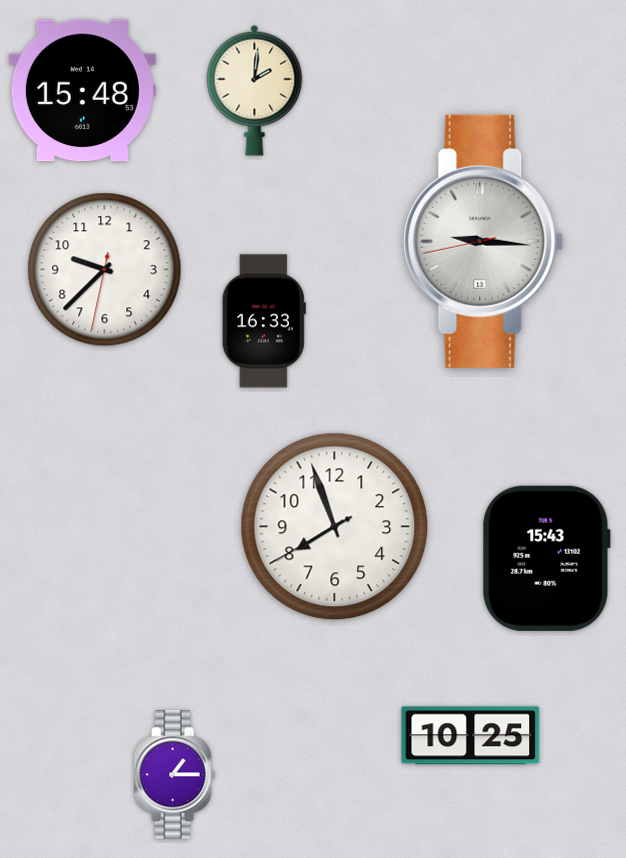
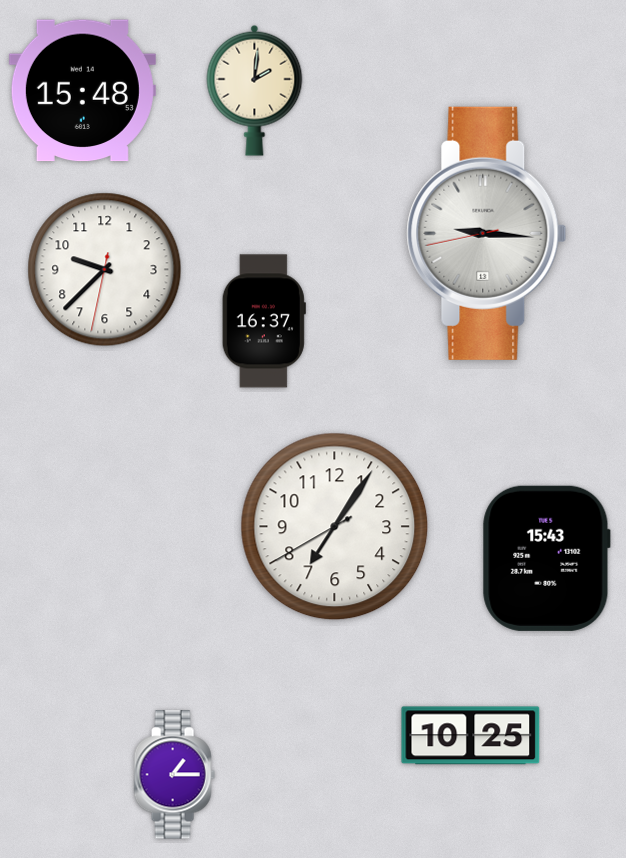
clock at (484, 241) position: (484, 241) -> (487, 233)
clock at (264, 321): 16:33 -> 16:37
clock at (335, 527): 7:56 -> 7:05
